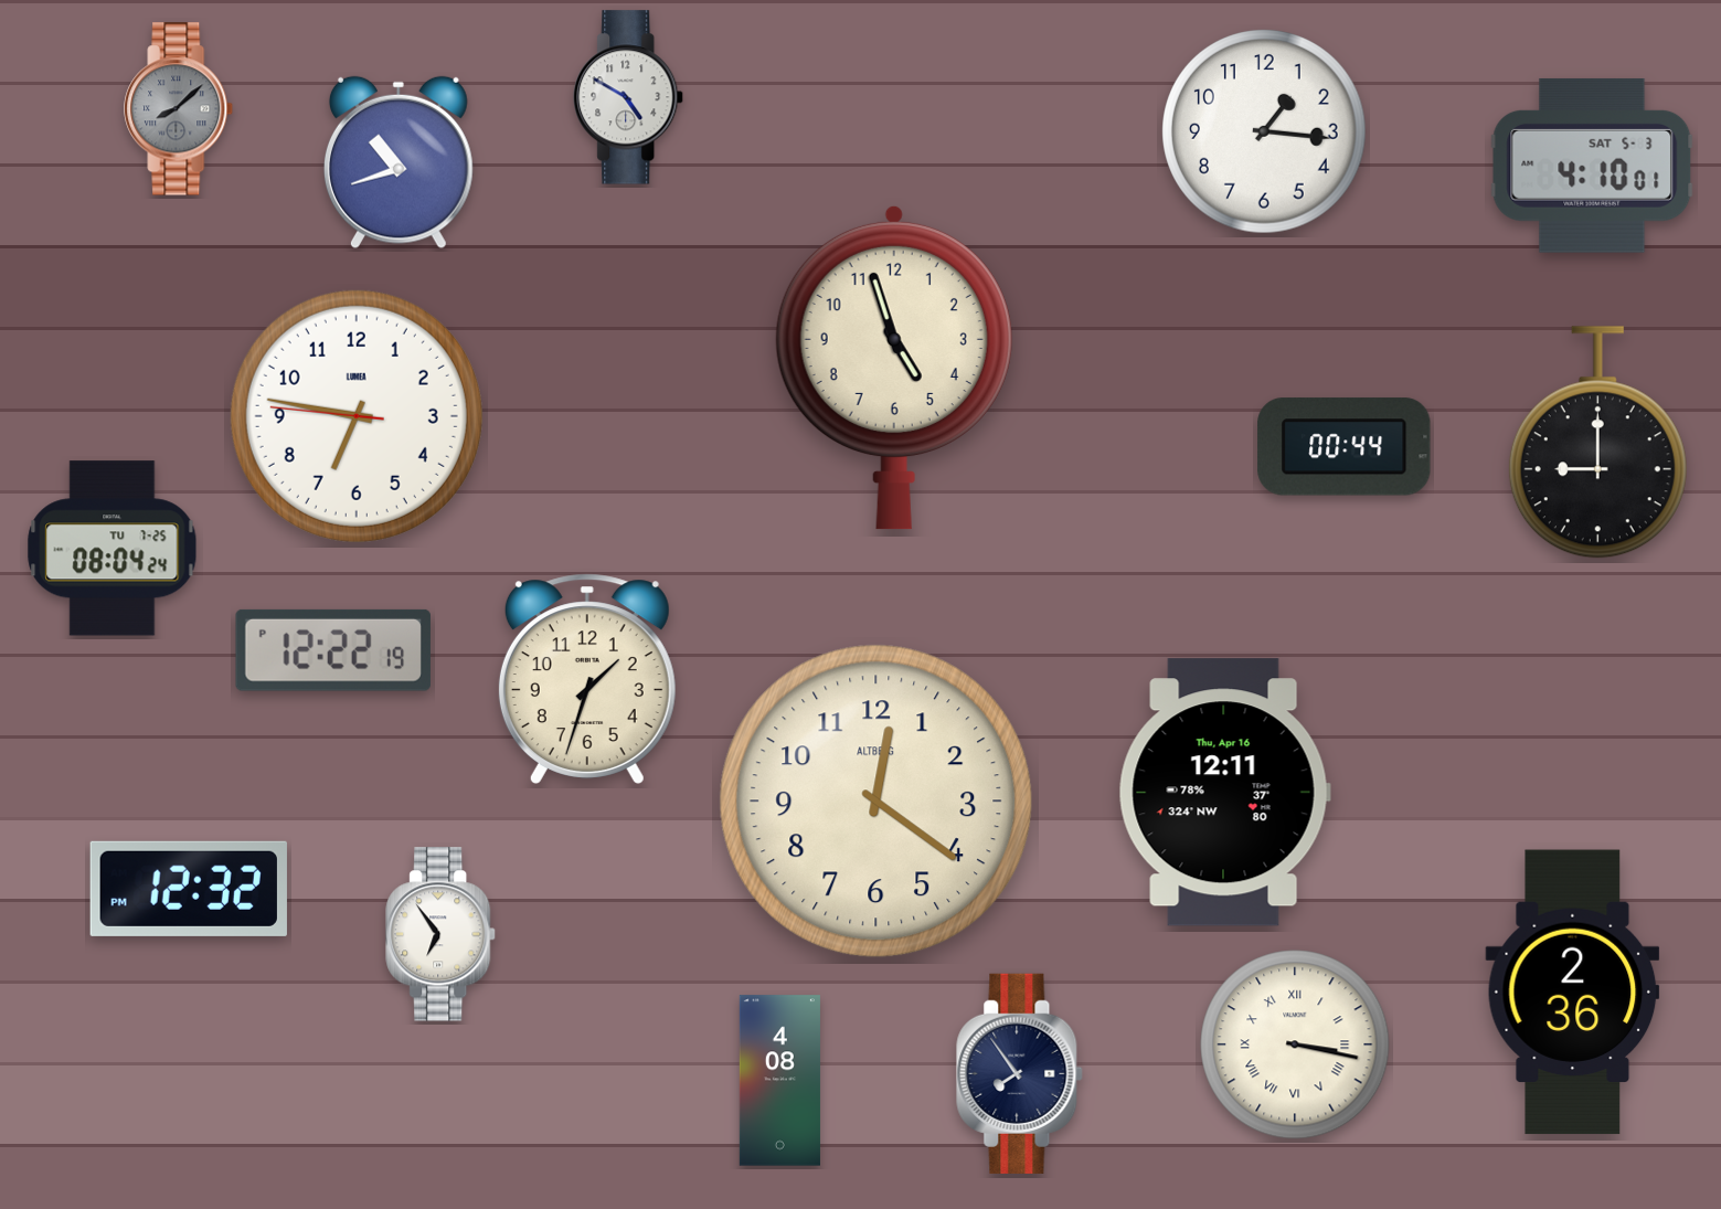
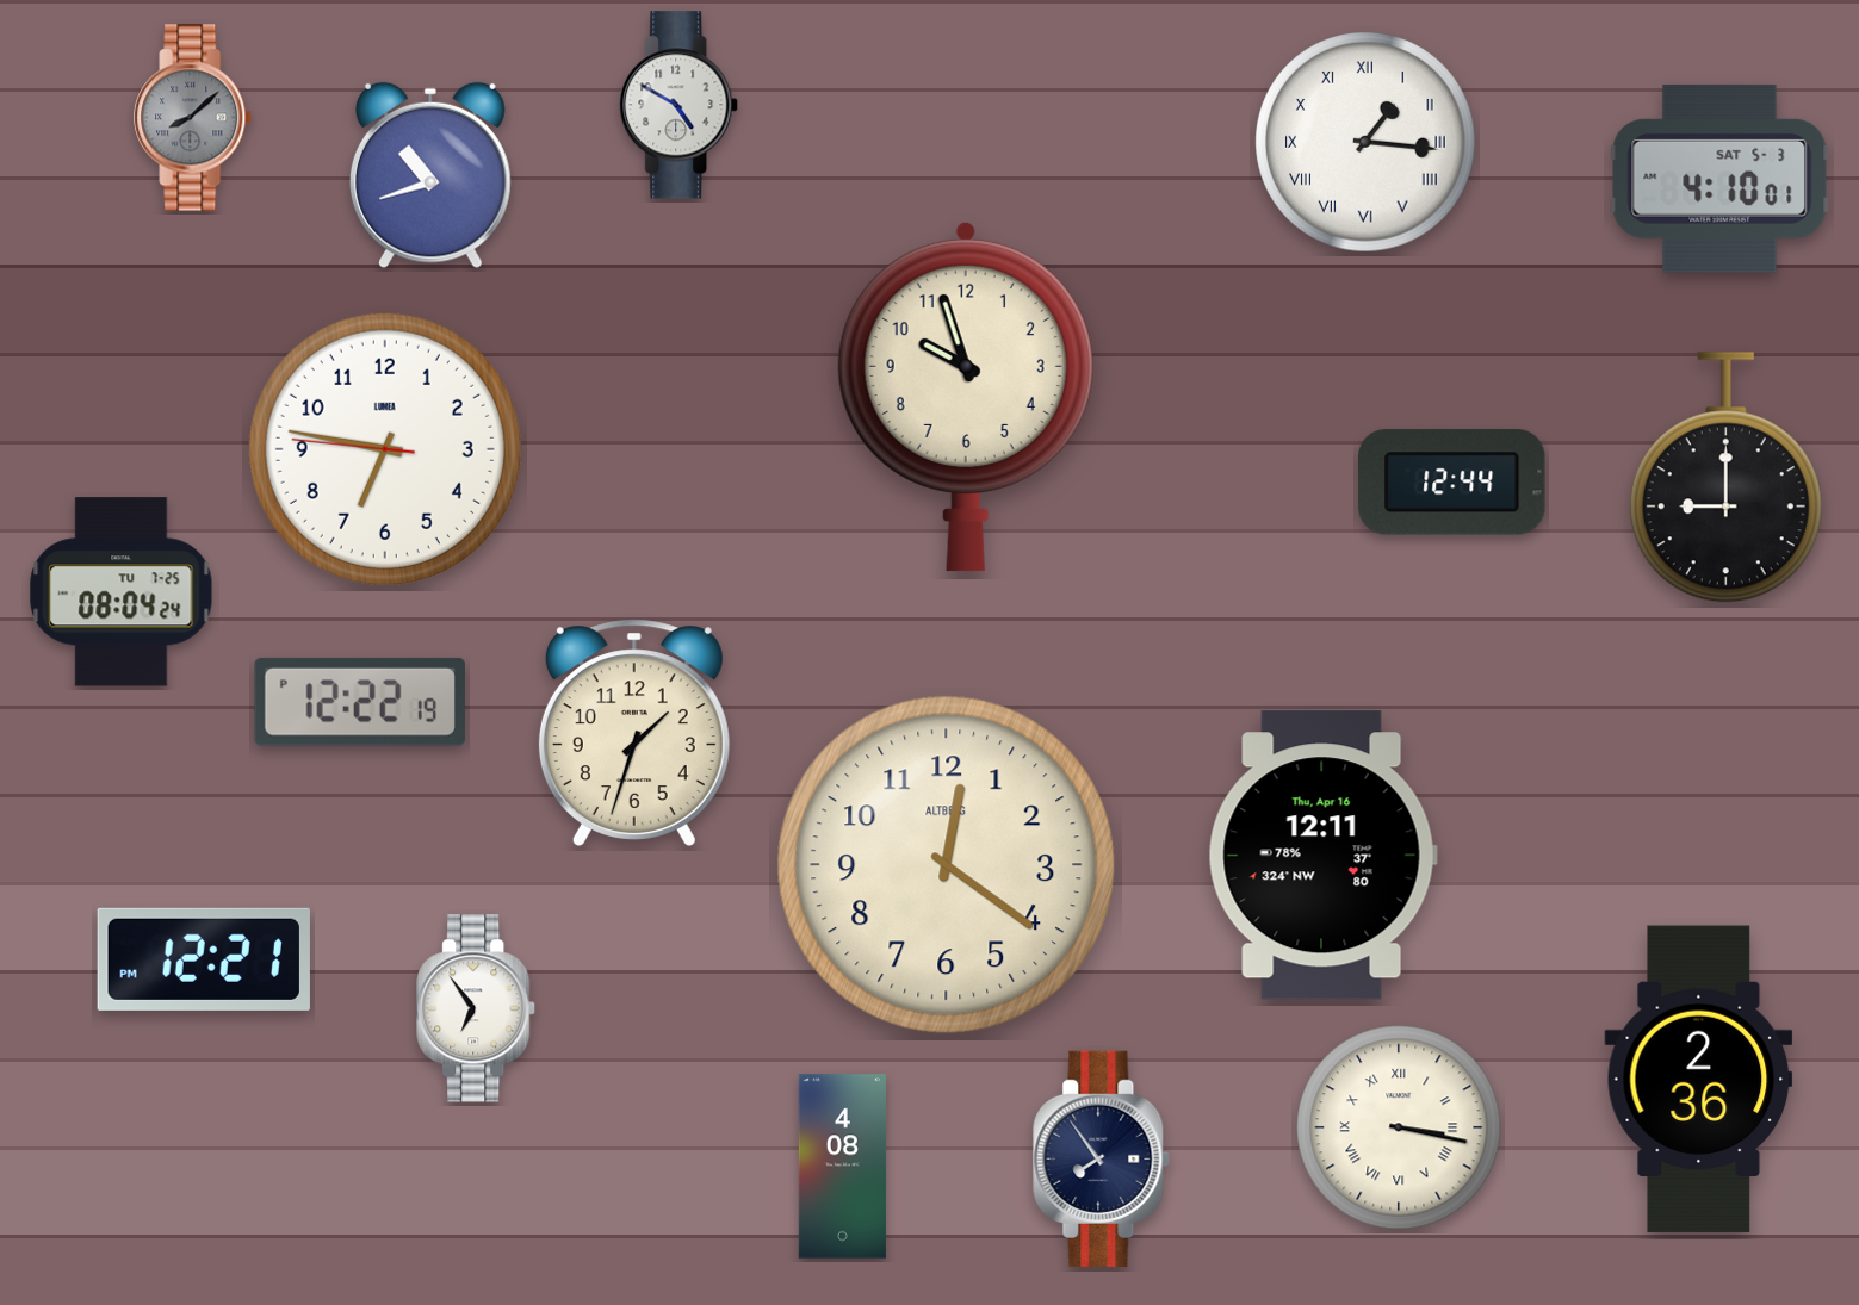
clock at (1264, 131) numerals: Arabic -> Roman
clock at (894, 368): 4:57 -> 9:57
clock at (1345, 447): 00:44 -> 12:44
clock at (189, 889): 12:32 -> 12:21
clock at (1573, 993) position: (1573, 993) -> (1699, 1080)
